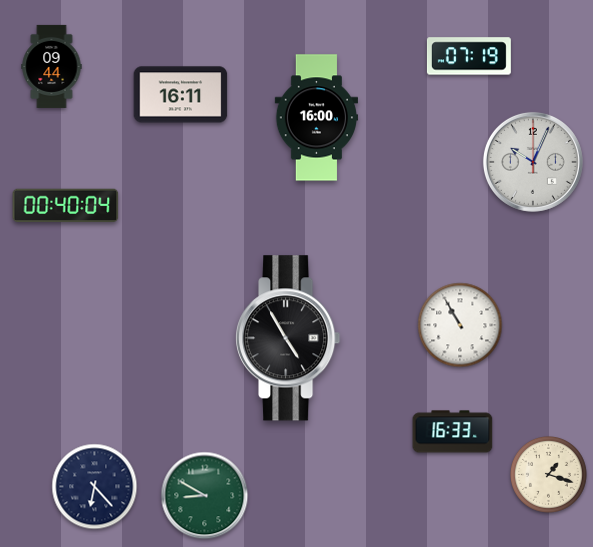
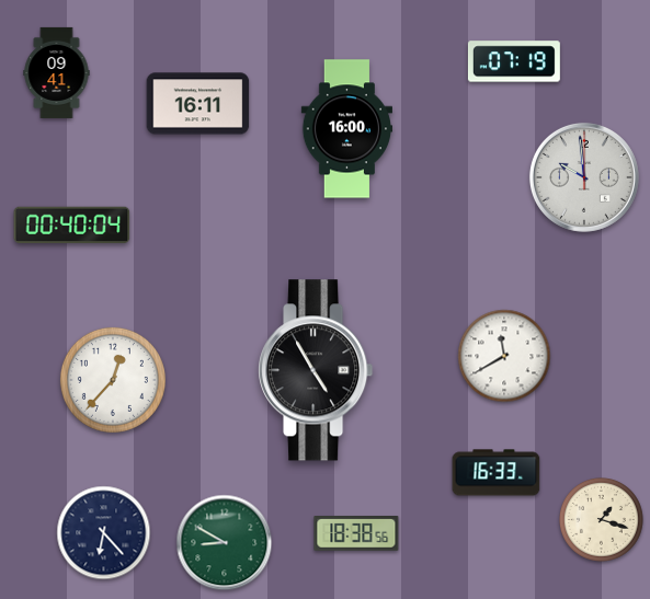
clock at (52, 66): 09:44 -> 09:41
clock at (533, 162): 10:04 -> 9:59
clock at (460, 325): 10:55 -> 11:40
clock at (113, 380): none -> 12:37
clock at (356, 534): none -> 18:38
